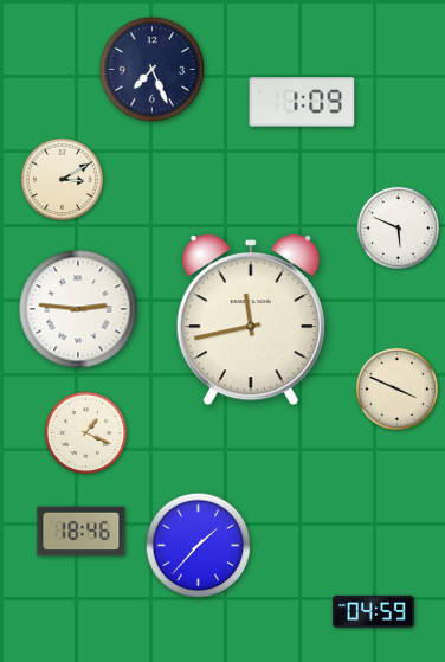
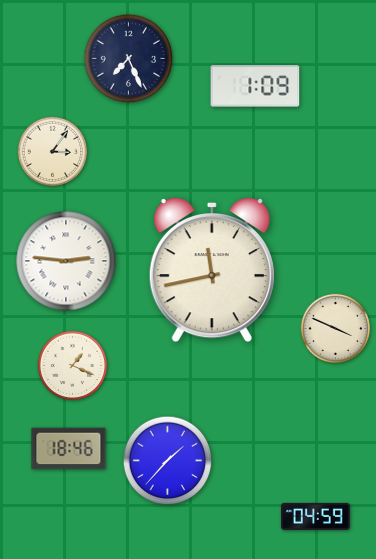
clock at (63, 180): 3:10 -> 3:06
clock at (399, 229): 5:49 -> none
